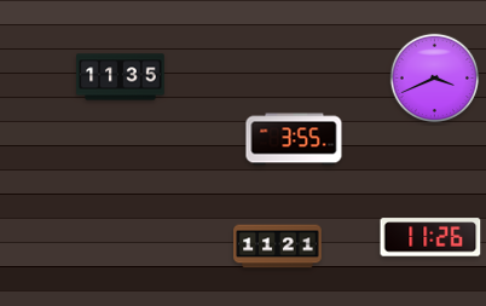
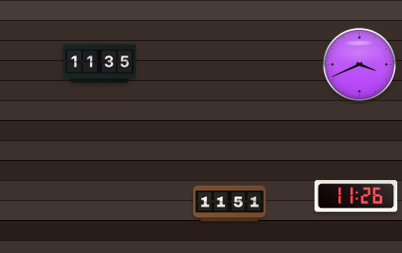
clock at (294, 139): 3:55 -> none
clock at (278, 247): 11:21 -> 11:51
